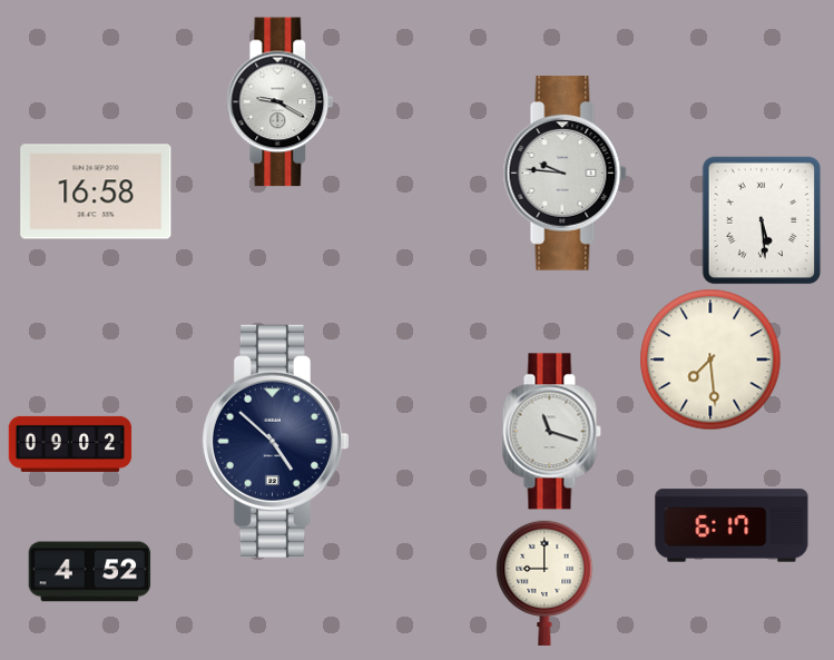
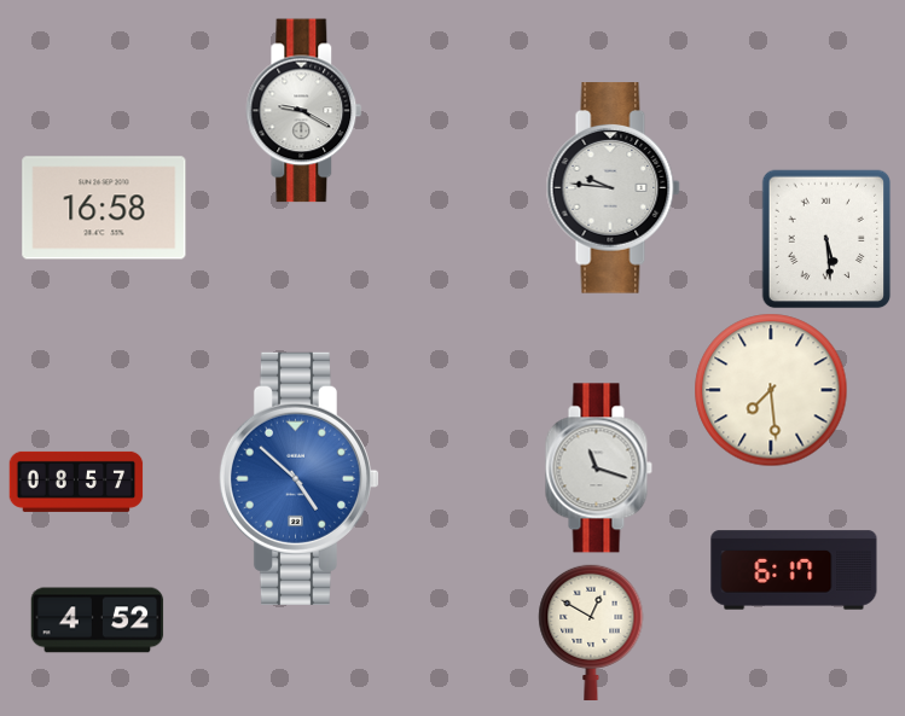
clock at (275, 441) dial: navy -> blue
clock at (70, 444): 09:02 -> 08:57
clock at (544, 582): 9:00 -> 12:50
